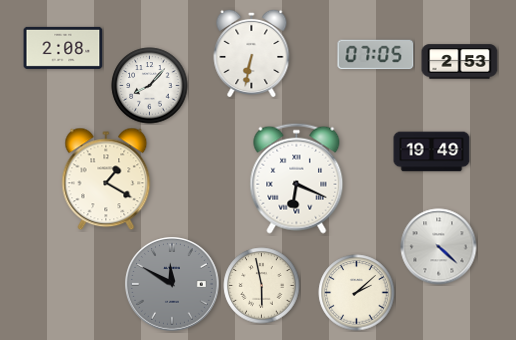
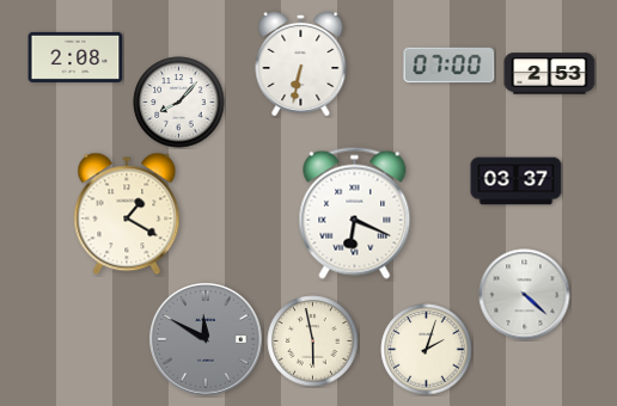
clock at (376, 55): 07:05 -> 07:00
clock at (432, 152): 19:49 -> 03:37
clock at (357, 293): 2:08 -> 2:03
